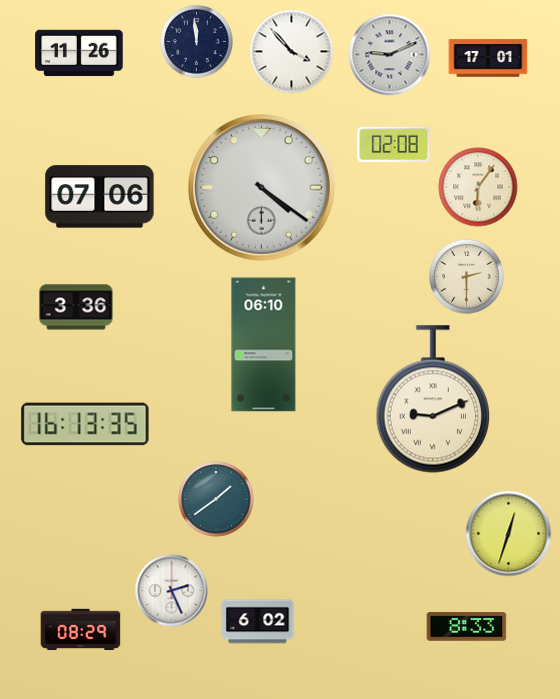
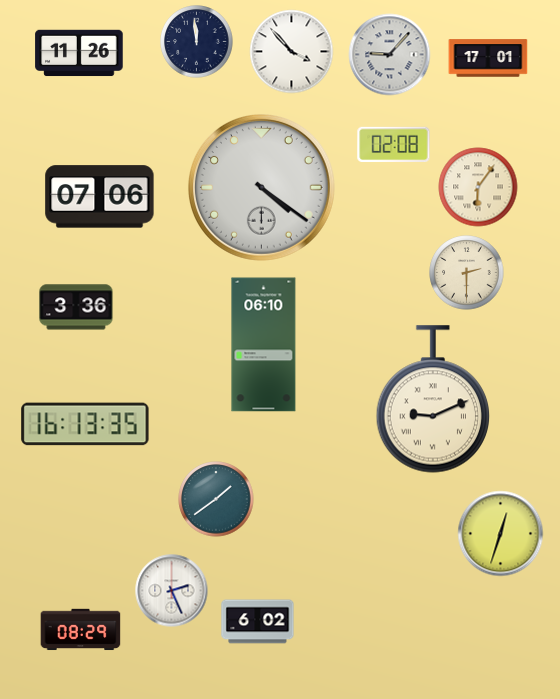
clock at (390, 55): 9:11 -> 9:07
clock at (467, 277) position: (467, 277) -> (467, 273)
clock at (509, 534) position: (509, 534) -> (501, 534)
clock at (467, 627): 8:33 -> none
